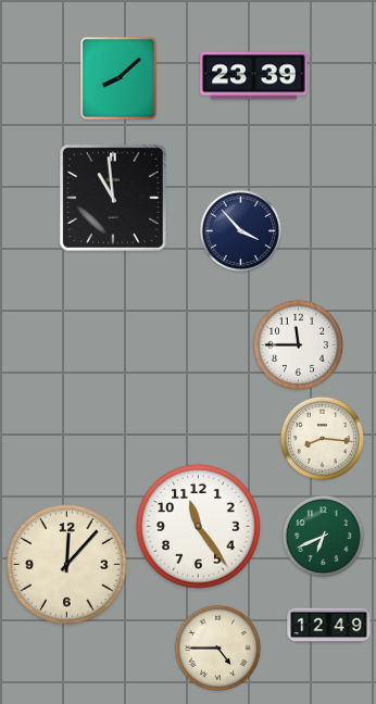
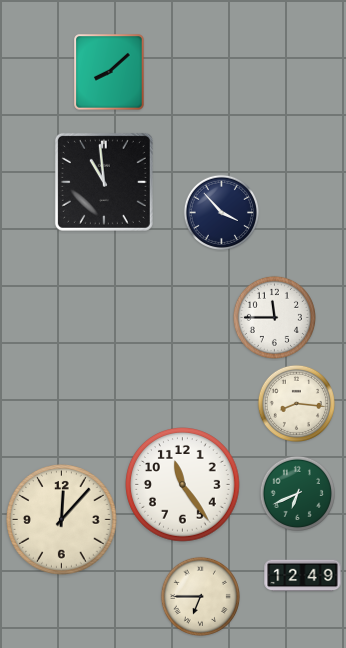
clock at (254, 76): 23:39 -> none
clock at (217, 648): 4:45 -> 6:45
